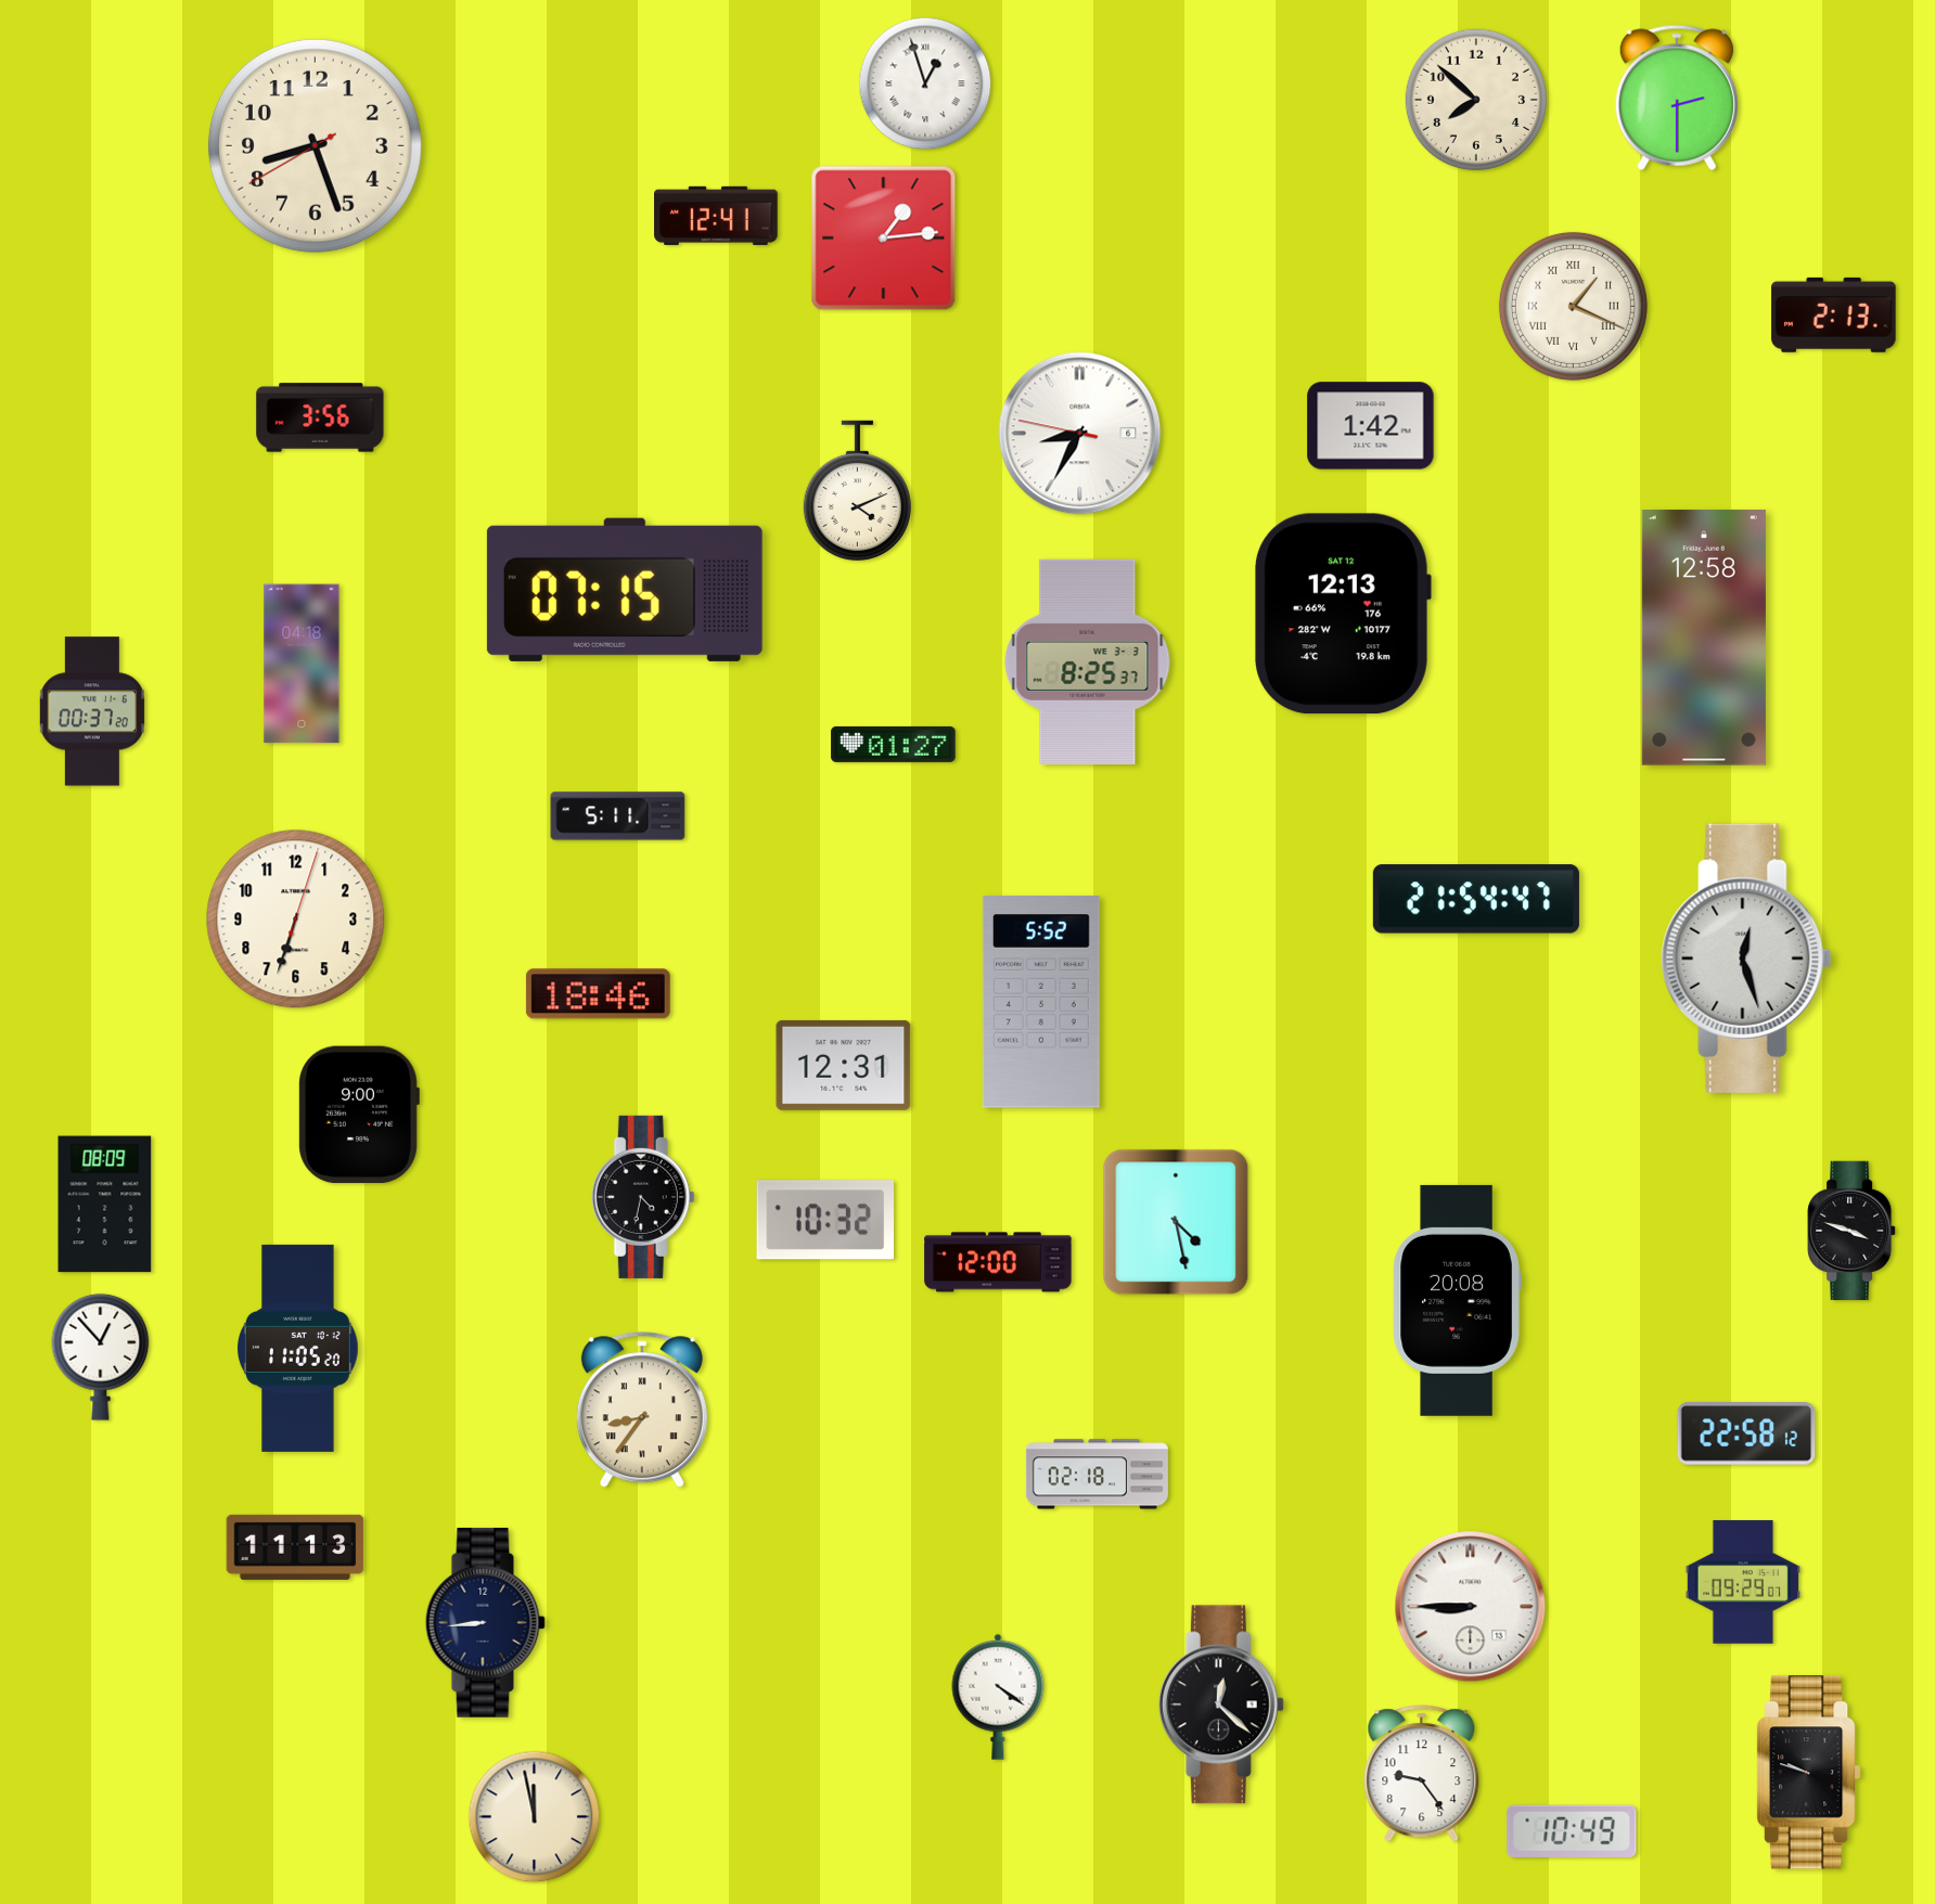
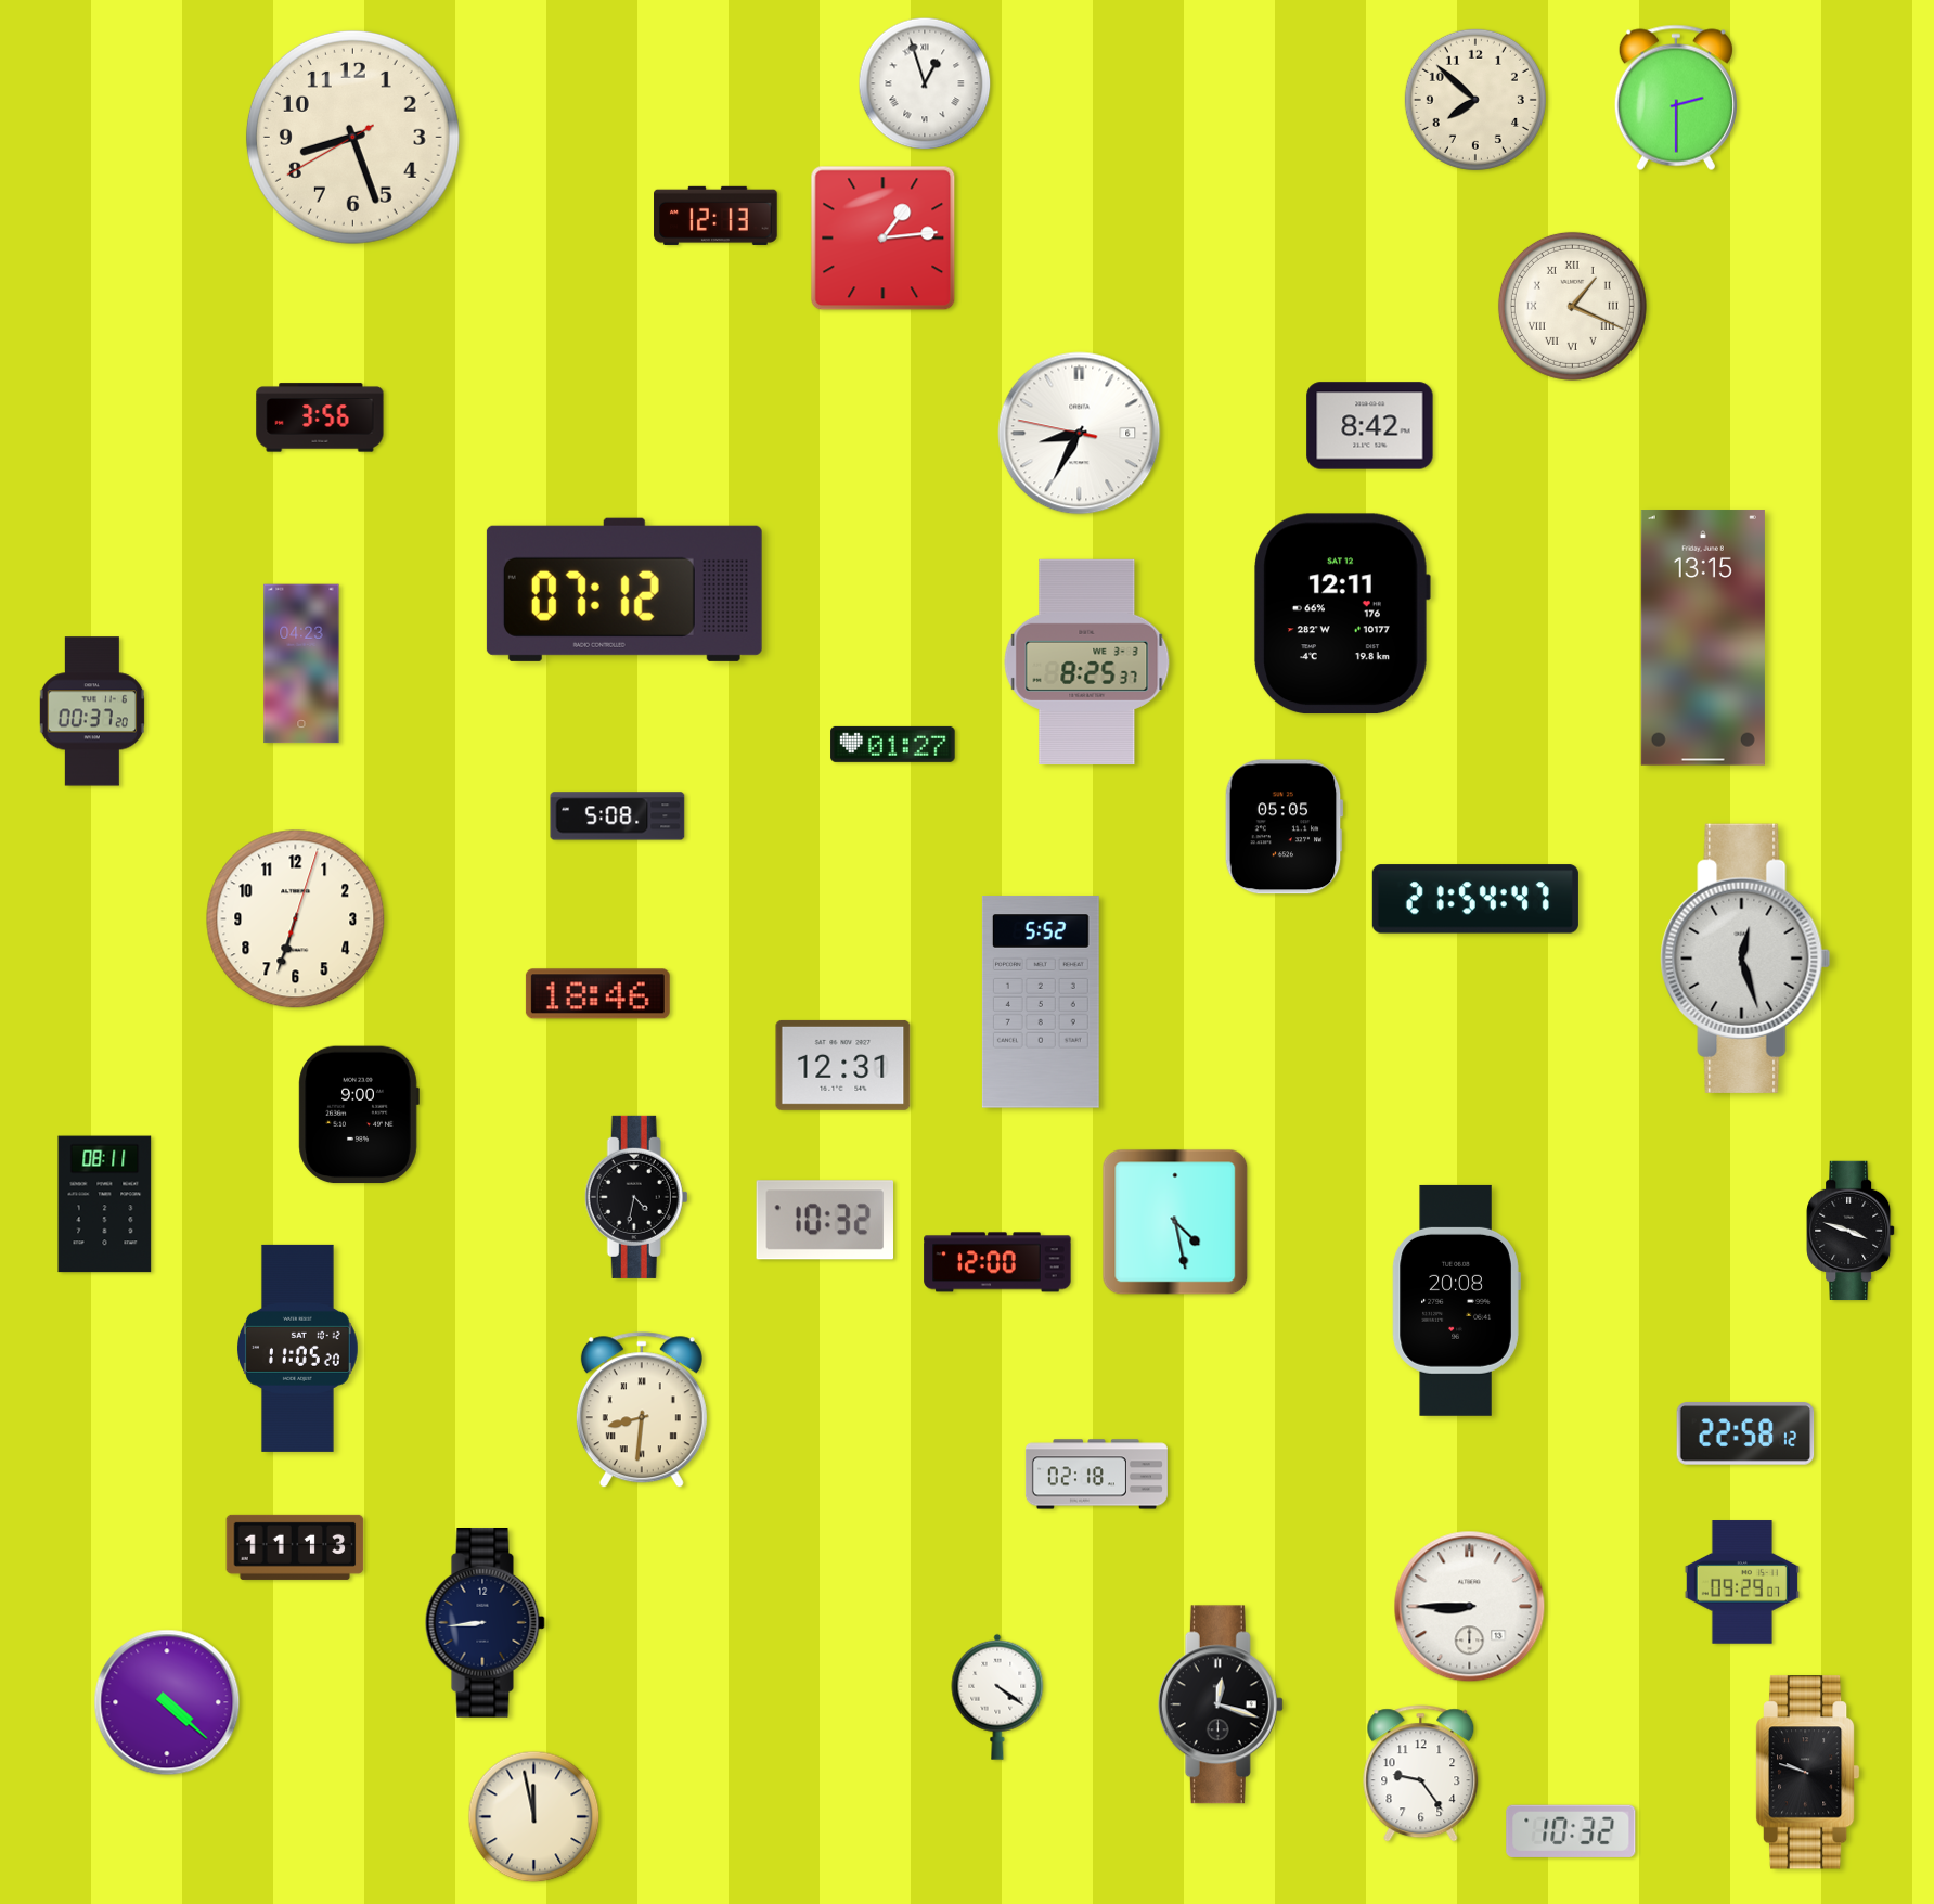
clock at (315, 145) position: (315, 145) -> (352, 137)
clock at (716, 216): 12:41 -> 12:13
clock at (1834, 314): 2:13 -> none
clock at (1371, 426): 1:42 -> 8:42
clock at (857, 490): 4:11 -> none
clock at (625, 590): 07:15 -> 07:12
clock at (1343, 614): 12:13 -> 12:11
clock at (1704, 638): 12:58 -> 13:15
clock at (302, 664): 04:18 -> 04:23
clock at (618, 816): 5:11 -> 5:08
clock at (1284, 827): none -> 05:05
clock at (643, 1197) position: (643, 1197) -> (636, 1197)
clock at (105, 1205): 08:09 -> 08:11
clock at (101, 1356): 12:53 -> none
clock at (642, 1411): 8:36 -> 8:31
clock at (167, 1702): none -> 4:22
clock at (1221, 1704): 12:22 -> 12:18
clock at (1572, 1831): 10:49 -> 10:32
